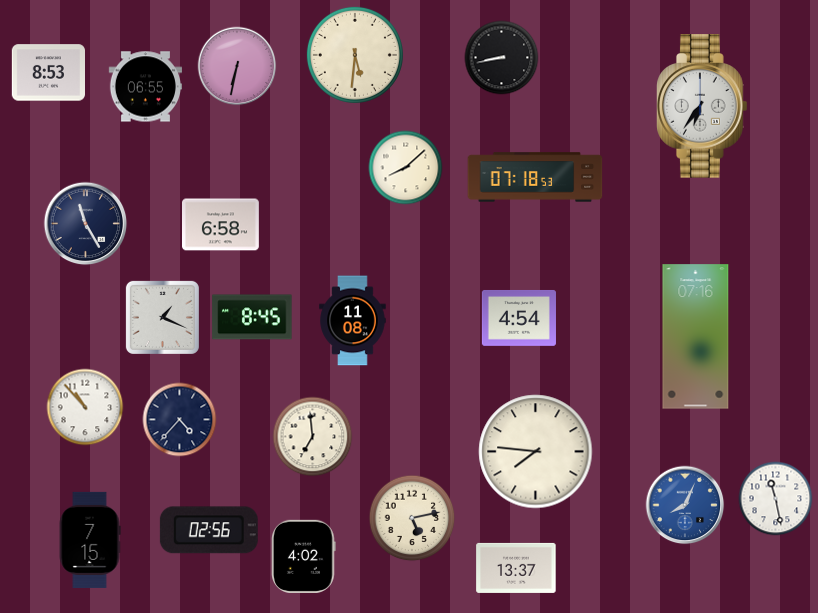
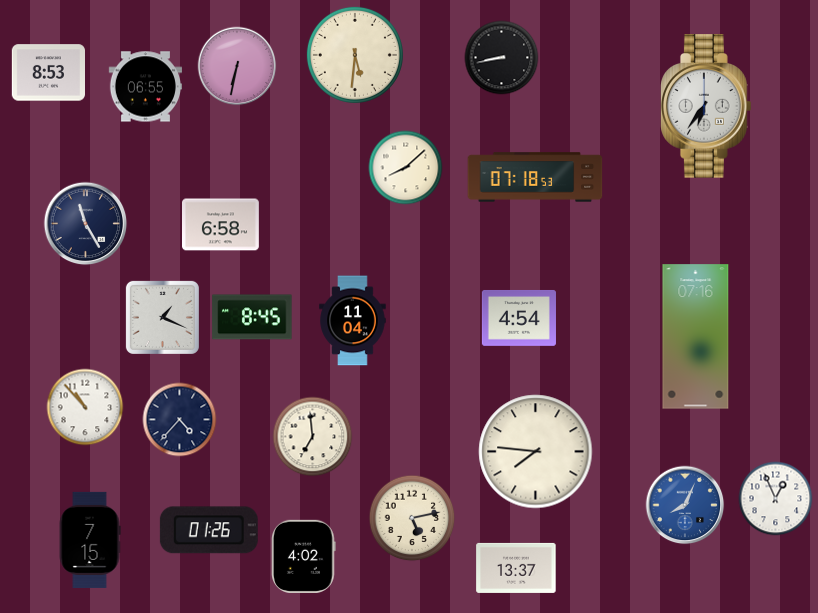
clock at (702, 106) position: (702, 106) -> (706, 106)
clock at (353, 321): 11:08 -> 11:04
clock at (776, 499): 11:28 -> 12:56
clock at (209, 530): 02:56 -> 01:26
